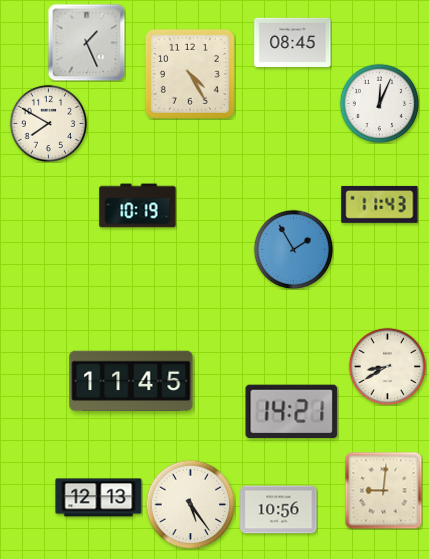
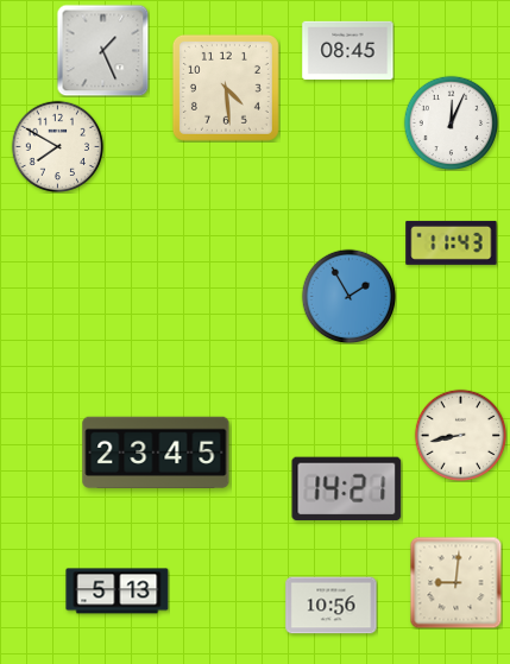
clock at (190, 74): 4:25 -> 4:29
clock at (138, 206): 10:19 -> none
clock at (387, 366): 8:40 -> 8:43
clock at (131, 381): 11:45 -> 23:45
clock at (99, 498): 12:13 -> 5:13
clock at (190, 504): 5:24 -> none
